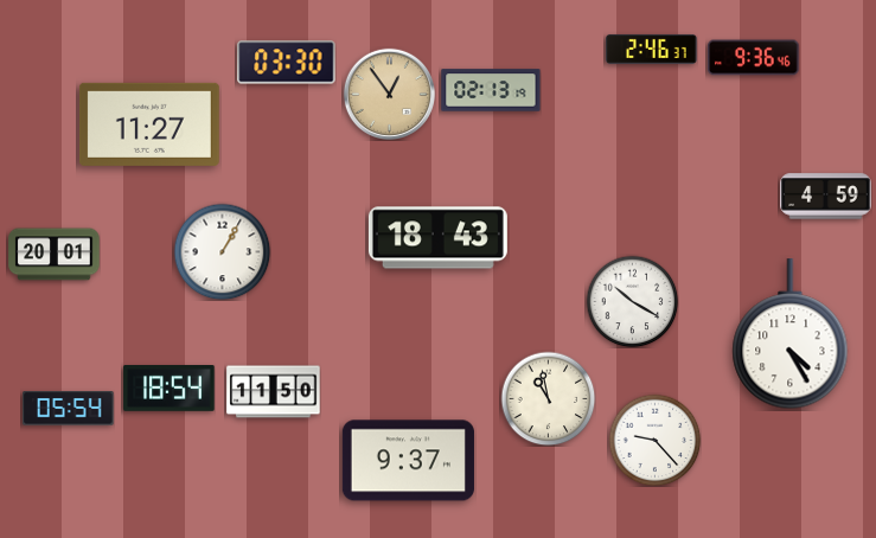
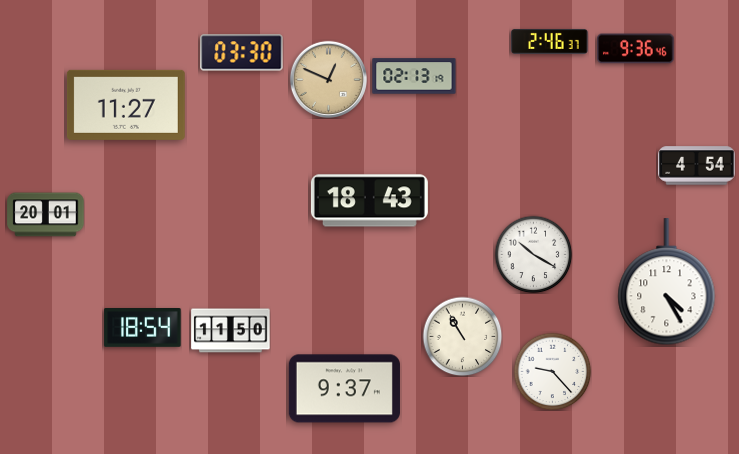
clock at (389, 94): 12:54 -> 12:49
clock at (826, 197): 4:59 -> 4:54
clock at (222, 251): 1:05 -> none
clock at (548, 398): 10:58 -> 10:55
clock at (69, 409): 05:54 -> none
